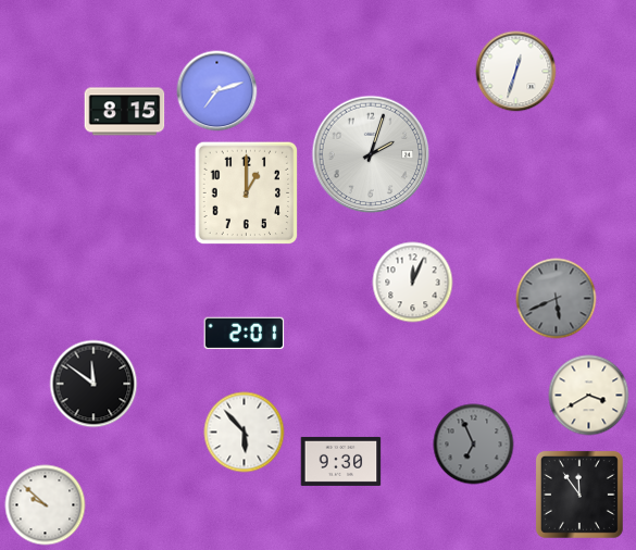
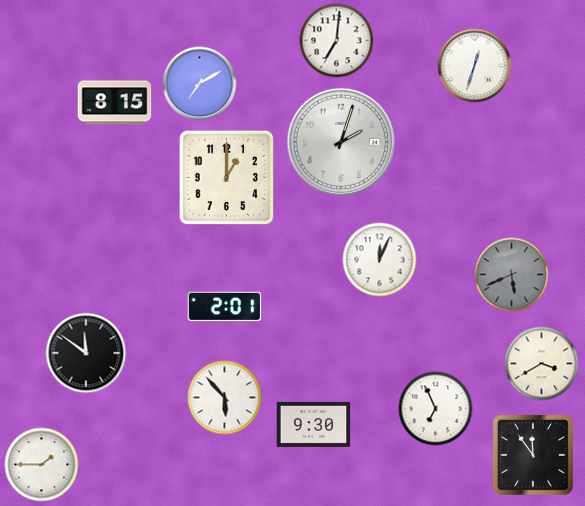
clock at (337, 41): none -> 7:01
clock at (217, 91): 7:12 -> 7:10
clock at (474, 445) dial: grey -> white
clock at (46, 505): 9:52 -> 1:45
